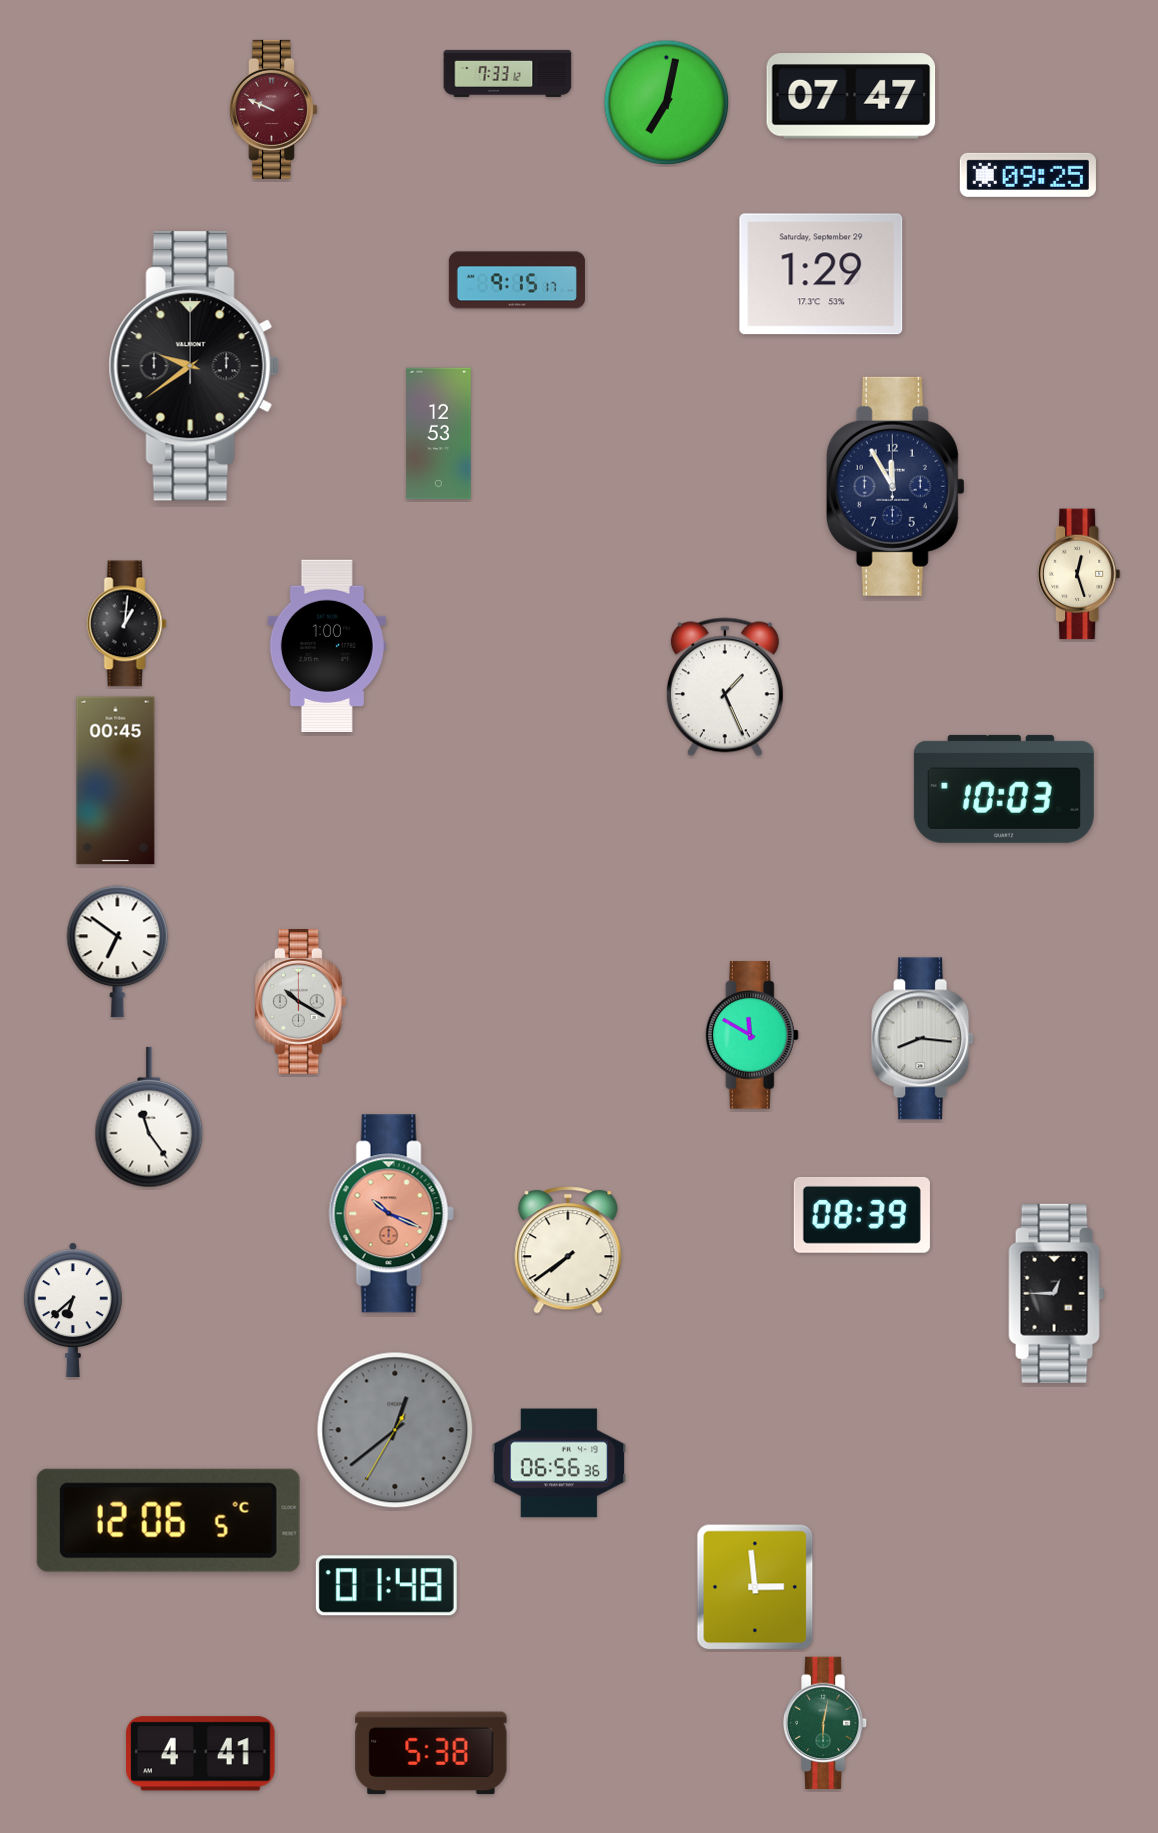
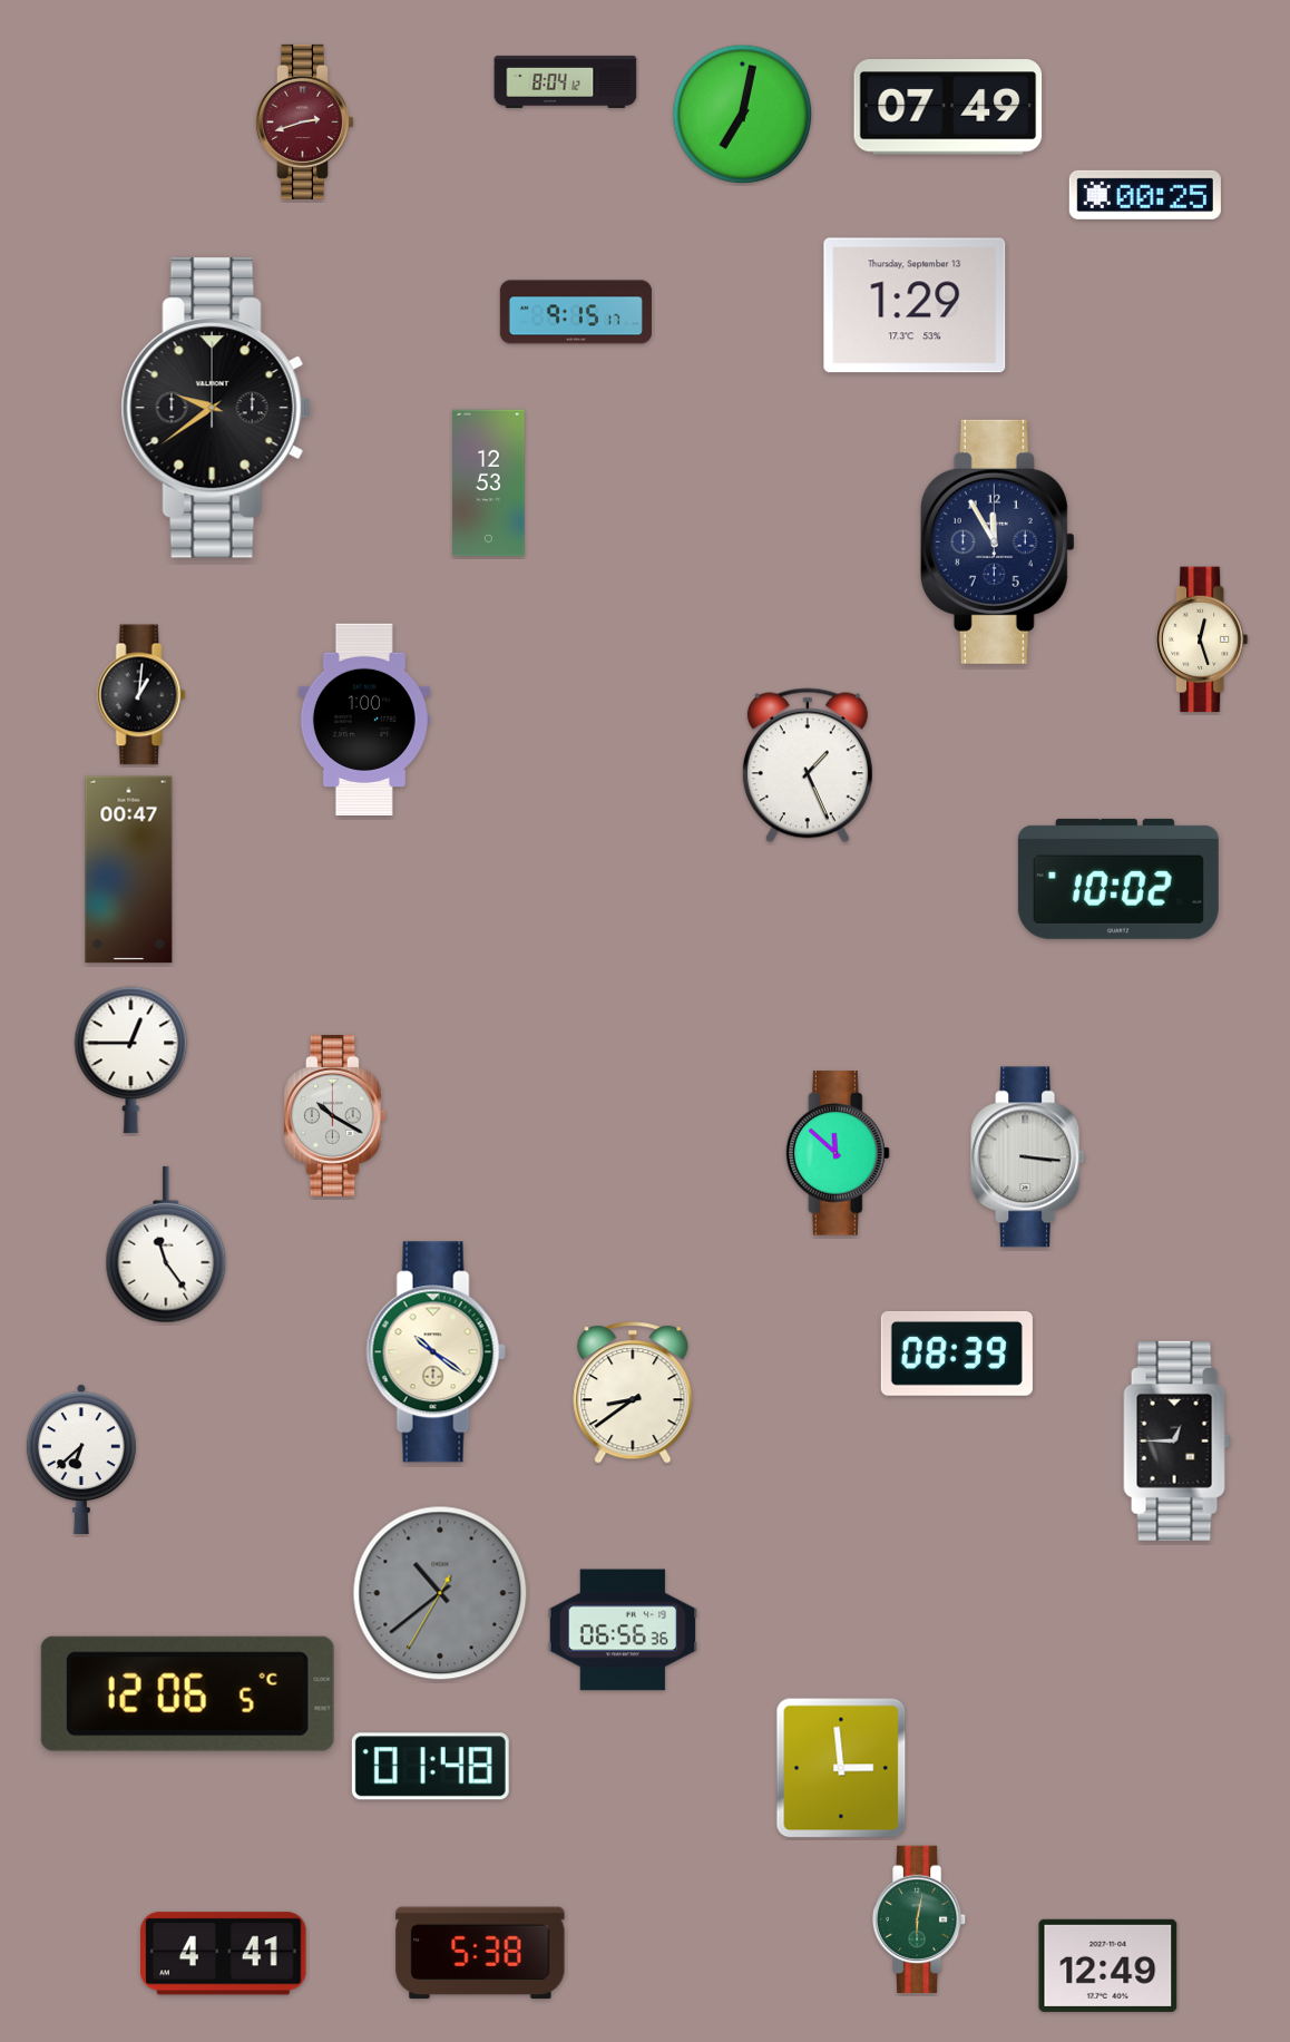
clock at (508, 73): 7:33 -> 8:04
clock at (851, 96): 07:47 -> 07:49
clock at (273, 109): 9:49 -> 2:42
clock at (1028, 175): 09:25 -> 00:25
clock at (821, 274) date: Saturday, September 29 -> Thursday, September 13
clock at (116, 781): 00:45 -> 00:47
clock at (1004, 789): 10:03 -> 10:02
clock at (118, 952): 6:51 -> 12:45
clock at (752, 1035): 11:50 -> 11:52
clock at (923, 1039): 8:16 -> 3:16
clock at (391, 1214): 10:19 -> 10:21
clock at (391, 1214) dial: salmon -> cream
clock at (862, 1215) position: (862, 1215) -> (957, 1354)
clock at (568, 1250): 7:39 -> 8:39
clock at (395, 1430): 12:38 -> 10:38
clock at (1108, 1965): none -> 12:49
